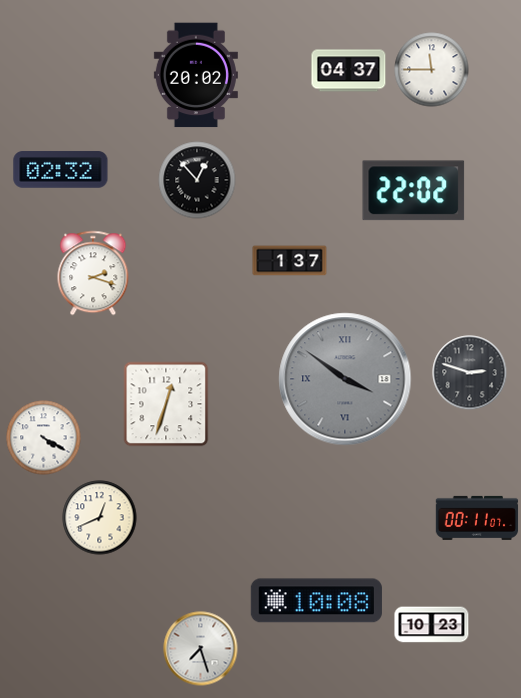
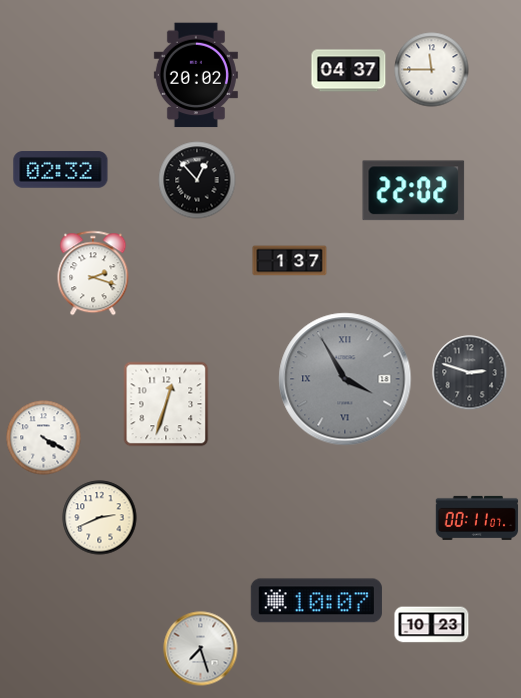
clock at (345, 379): 3:51 -> 3:55
clock at (100, 518): 12:41 -> 2:41
clock at (316, 601): 10:08 -> 10:07
